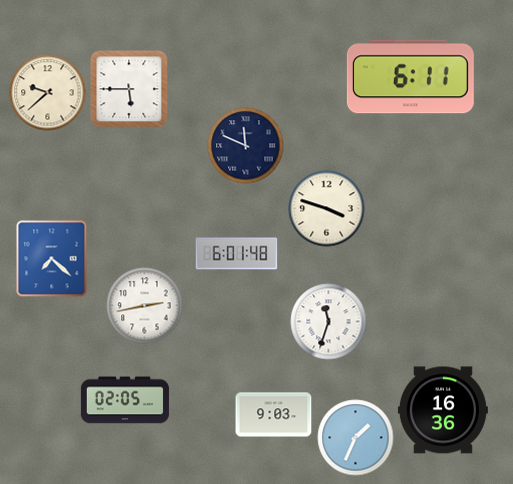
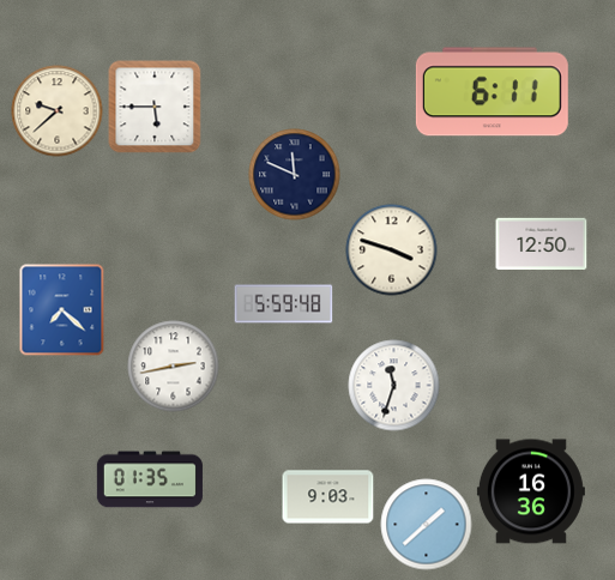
clock at (542, 243): none -> 12:50
clock at (237, 254): 6:01 -> 5:59
clock at (125, 400): 02:05 -> 01:35
clock at (356, 438): 1:34 -> 1:38
